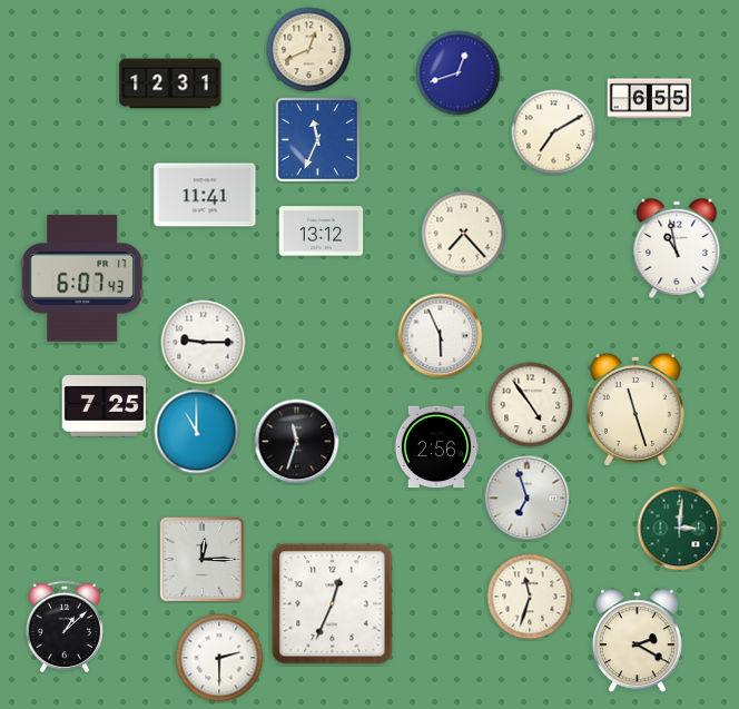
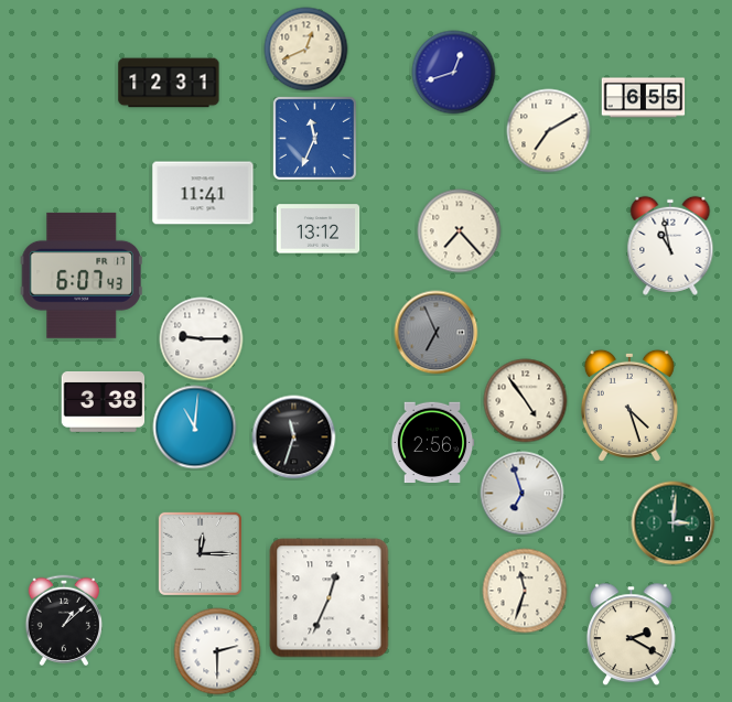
clock at (441, 336): 5:56 -> 6:56
clock at (441, 336) dial: white -> grey
clock at (105, 405): 7:25 -> 3:38
clock at (635, 410): 11:27 -> 4:27
clock at (197, 432): 11:00 -> 11:01
